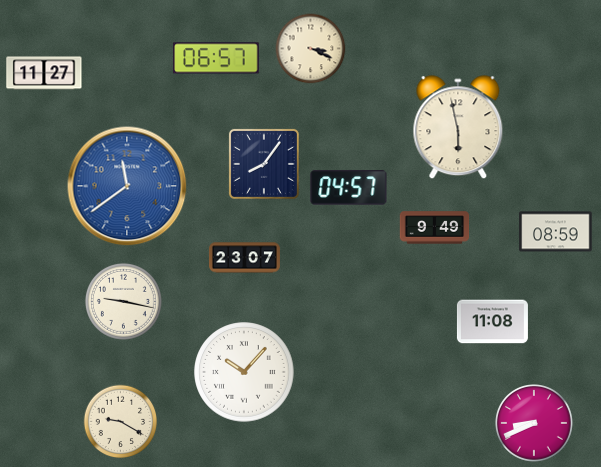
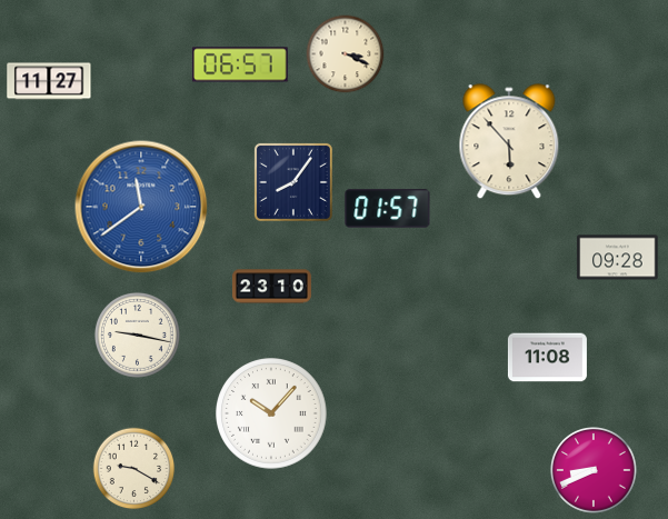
clock at (458, 128): 5:58 -> 5:53
clock at (349, 188): 04:57 -> 01:57
clock at (435, 228): 9:49 -> none
clock at (556, 232): 08:59 -> 09:28
clock at (244, 258): 23:07 -> 23:10
